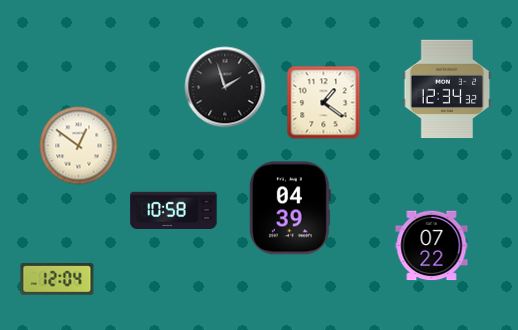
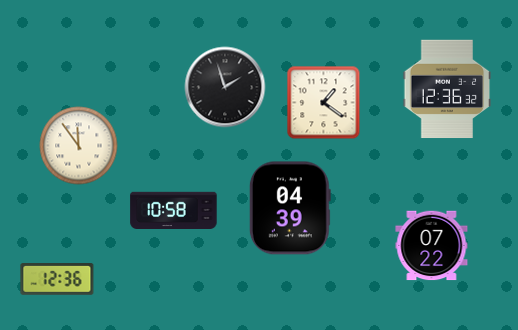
clock at (447, 89): 12:34 -> 12:36
clock at (79, 146): 12:51 -> 11:54
clock at (57, 280): 12:04 -> 12:36
